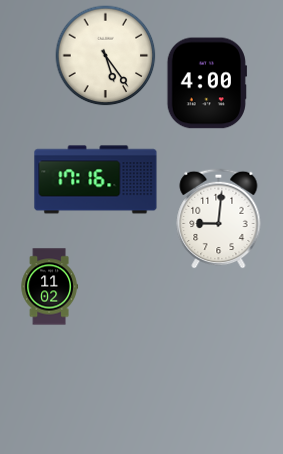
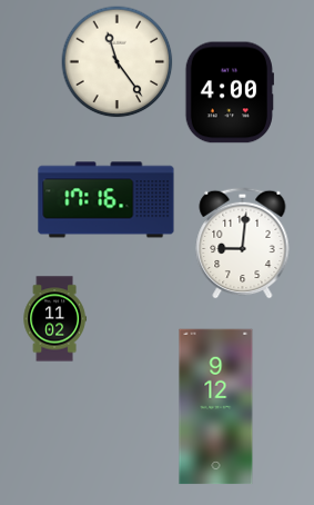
clock at (106, 56): 5:24 -> 11:24
clock at (216, 407): none -> 9:12
